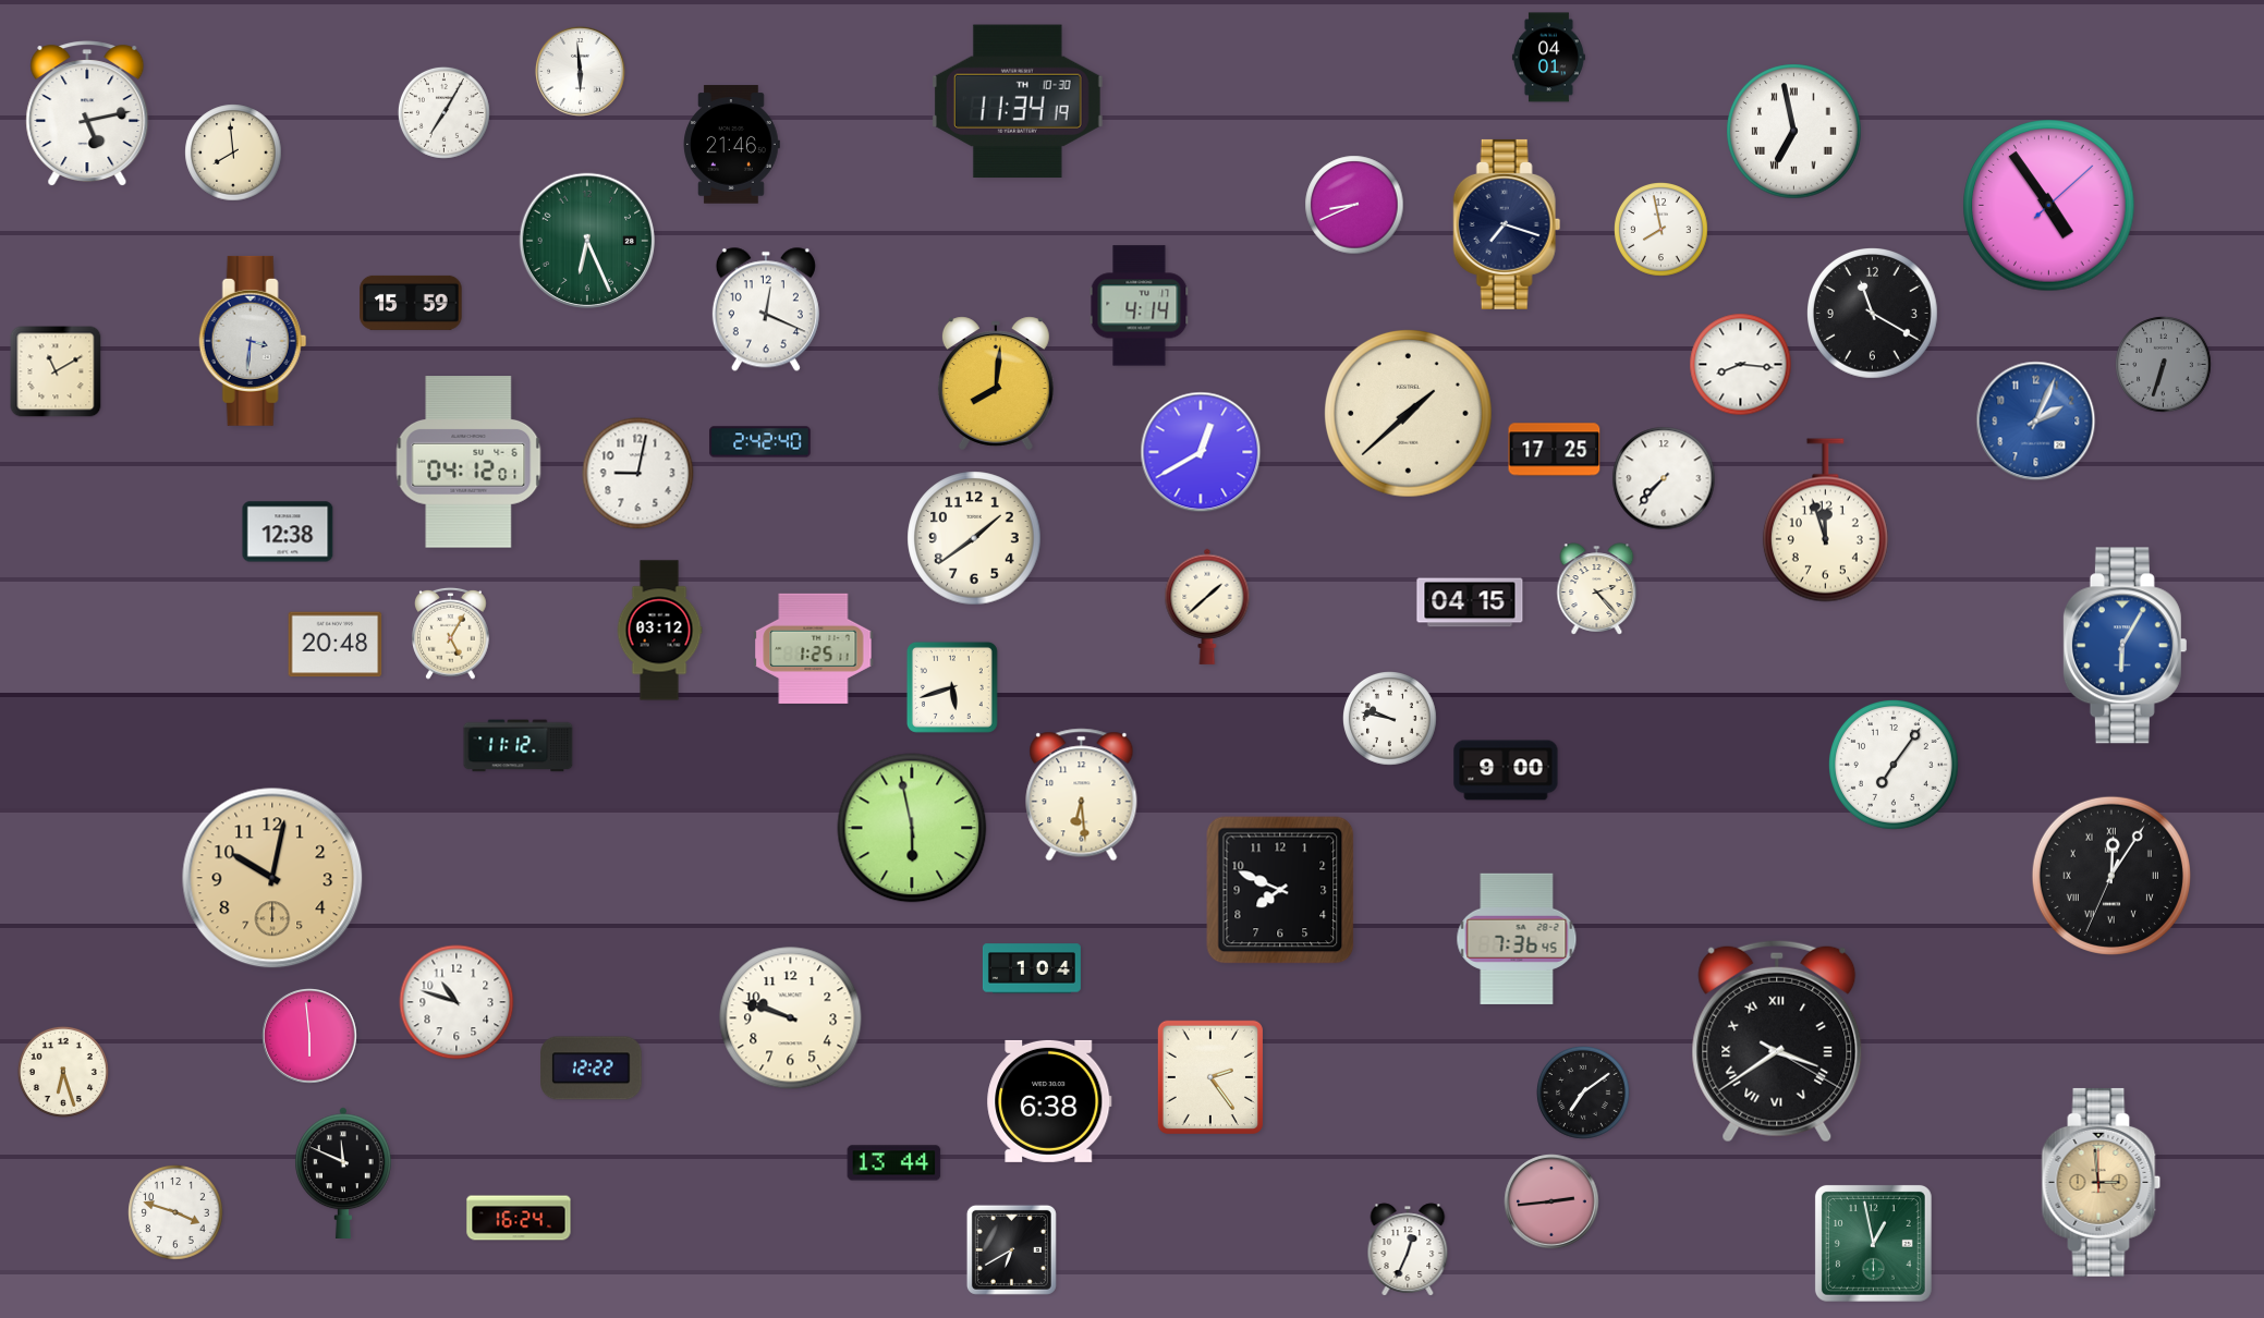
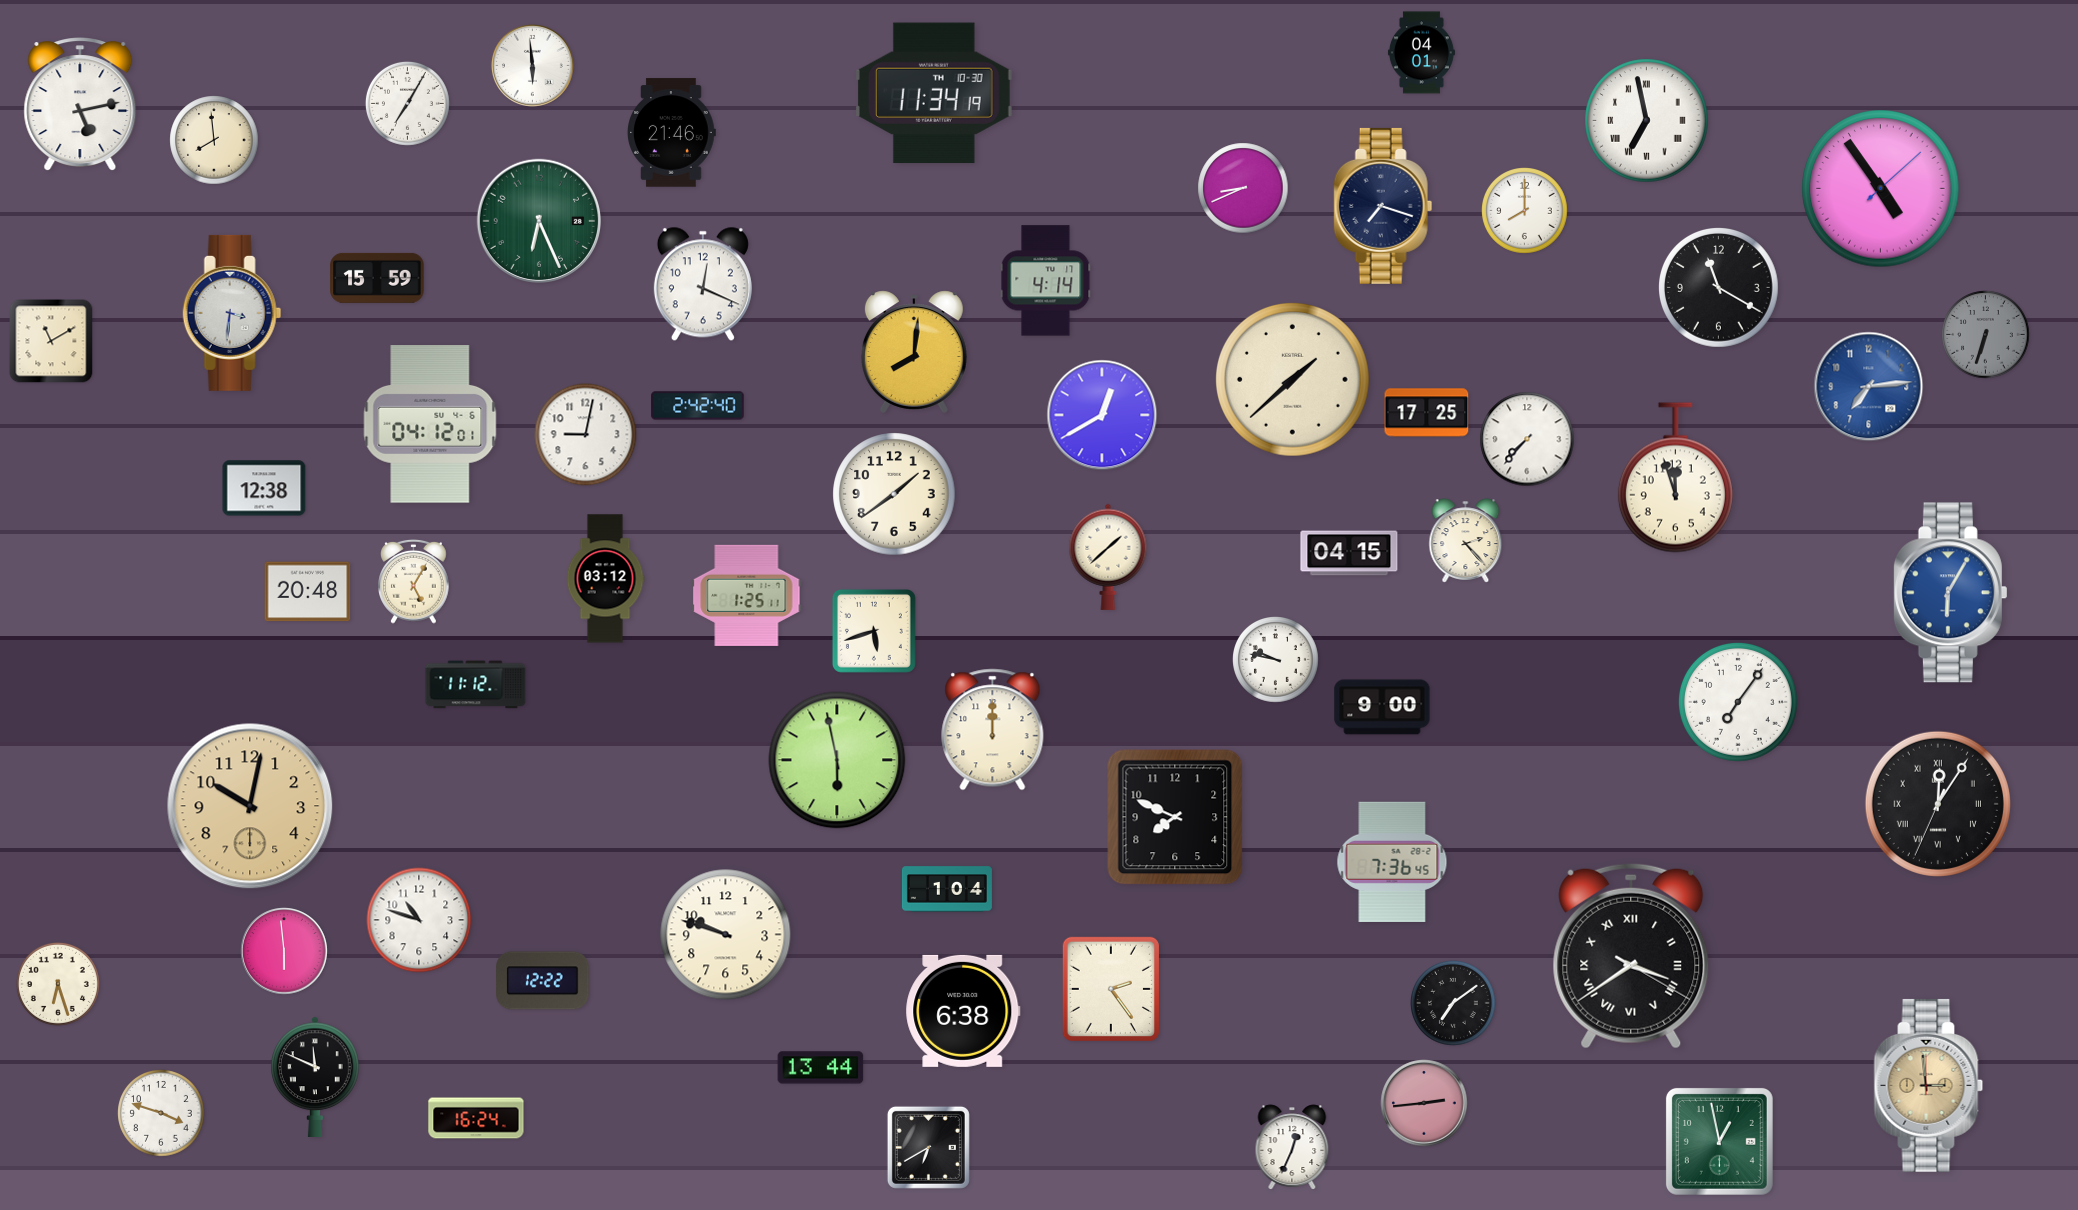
clock at (1662, 230): 7:58 -> 8:00
clock at (1741, 365): 8:16 -> none
clock at (2036, 422): 2:04 -> 7:14
clock at (1082, 795): 6:29 -> 12:00
